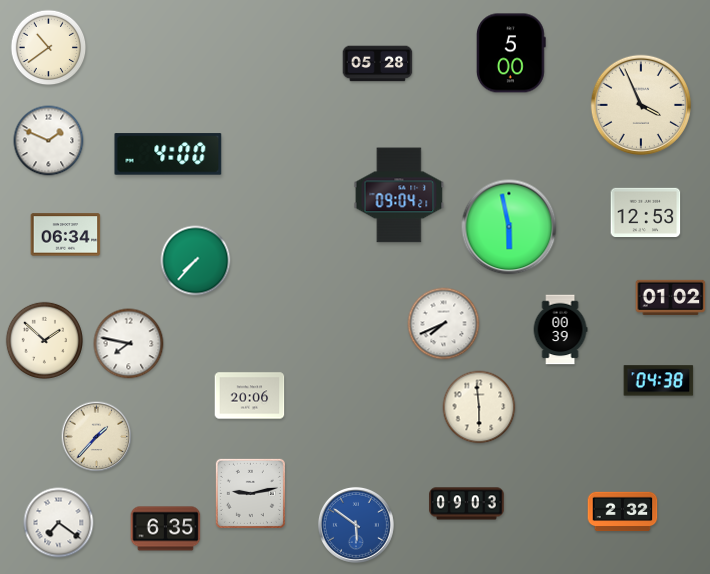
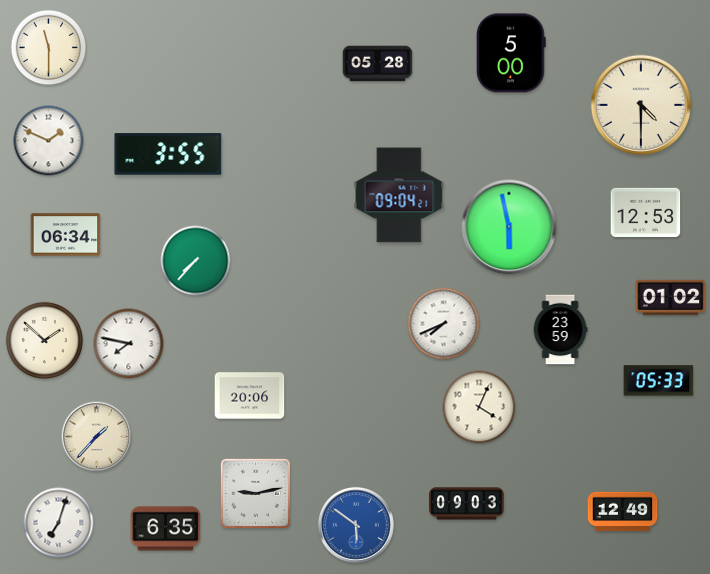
clock at (49, 48): 10:39 -> 11:30
clock at (641, 105): 3:56 -> 4:30
clock at (168, 154): 4:00 -> 3:55
clock at (560, 330): 00:39 -> 23:59
clock at (659, 381): 04:38 -> 05:33
clock at (479, 407): 5:59 -> 4:04
clock at (250, 493) position: (250, 493) -> (255, 493)
clock at (623, 512): 2:32 -> 12:49
clock at (59, 523): 7:21 -> 7:03
